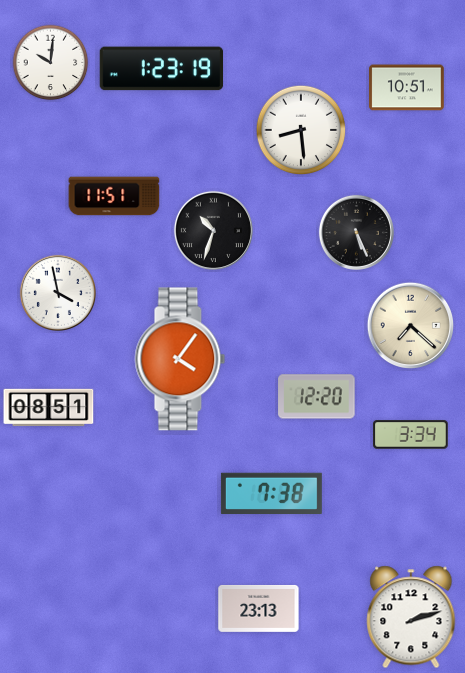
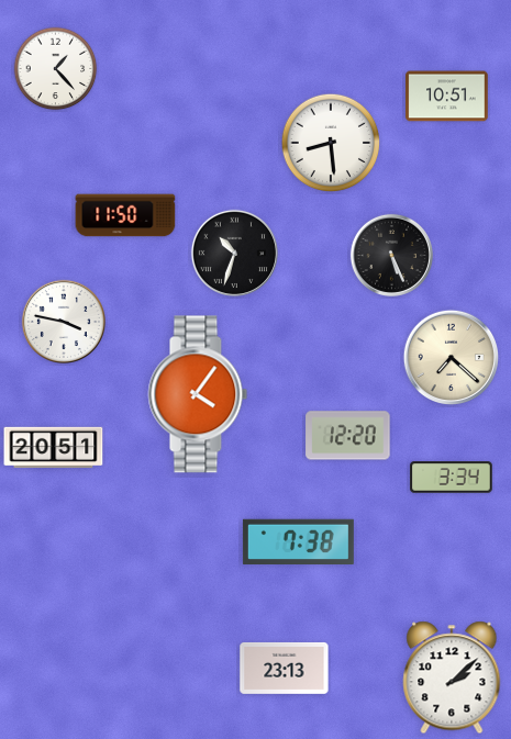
clock at (51, 63): 10:01 -> 1:23
clock at (162, 69): 1:23 -> none
clock at (114, 196): 11:51 -> 11:50
clock at (58, 293): 3:58 -> 3:47
clock at (49, 408): 08:51 -> 20:51
clock at (411, 617): 2:12 -> 2:08
